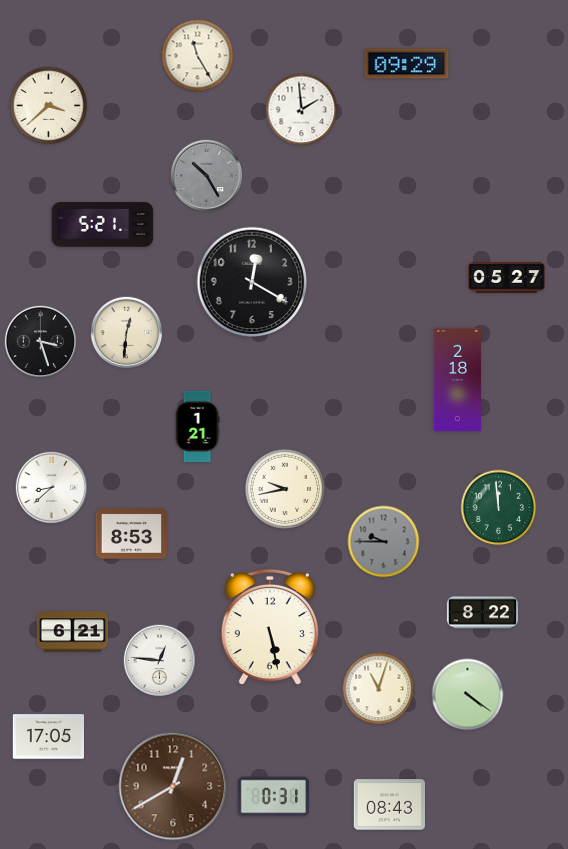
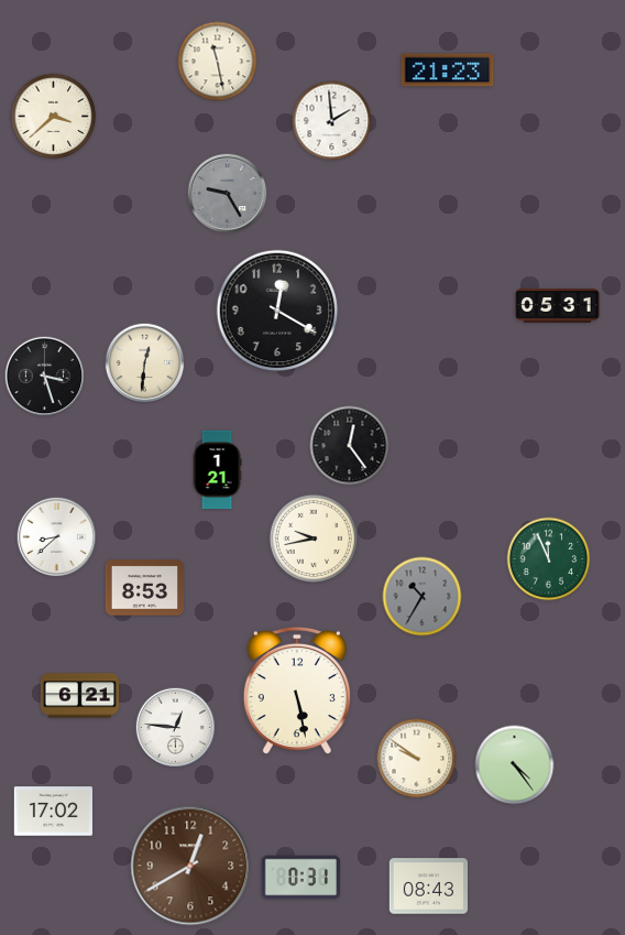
clock at (198, 56): 11:25 -> 11:28
clock at (407, 64): 09:29 -> 21:23
clock at (207, 176): 10:25 -> 9:25
clock at (103, 225): 5:21 -> none
clock at (507, 278): 05:27 -> 05:31
clock at (127, 333) position: (127, 333) -> (145, 363)
clock at (457, 380): 2:18 -> none
clock at (350, 446): none -> 12:24
clock at (499, 508): 11:59 -> 11:56
clock at (384, 542): 9:45 -> 10:35
clock at (483, 613): 8:22 -> none
clock at (379, 689): 11:03 -> 9:51
clock at (468, 695): 4:21 -> 4:24
clock at (49, 737): 17:05 -> 17:02
